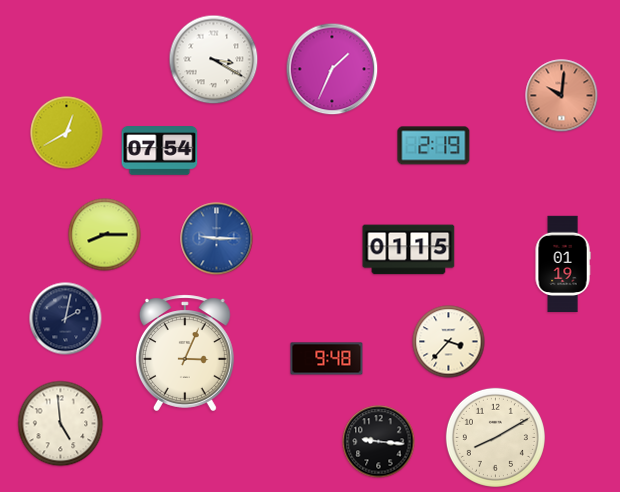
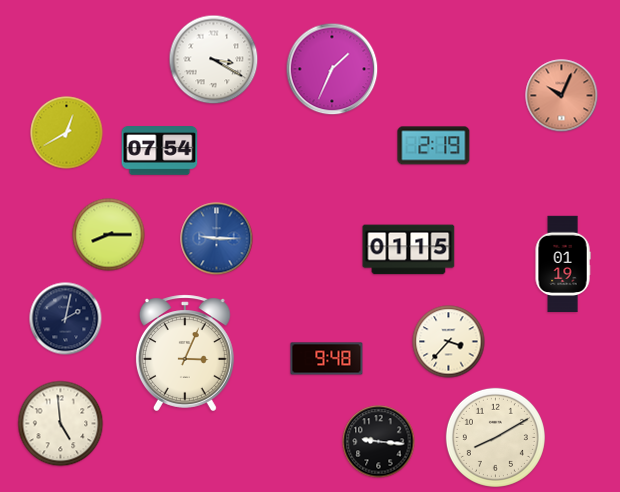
clock at (562, 96): 10:01 -> 10:04
clock at (105, 235) position: (105, 235) -> (109, 235)
